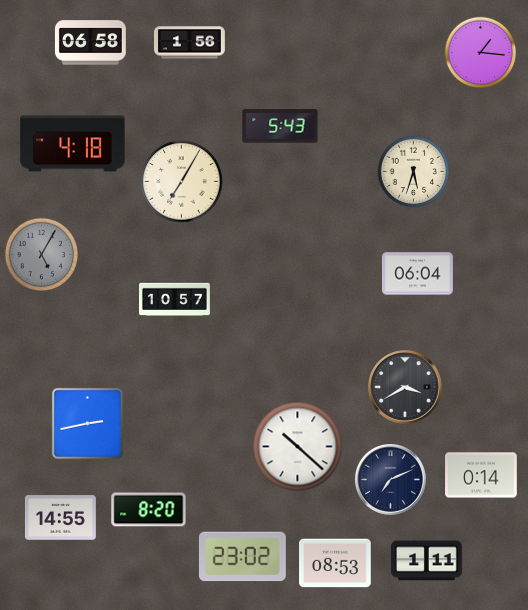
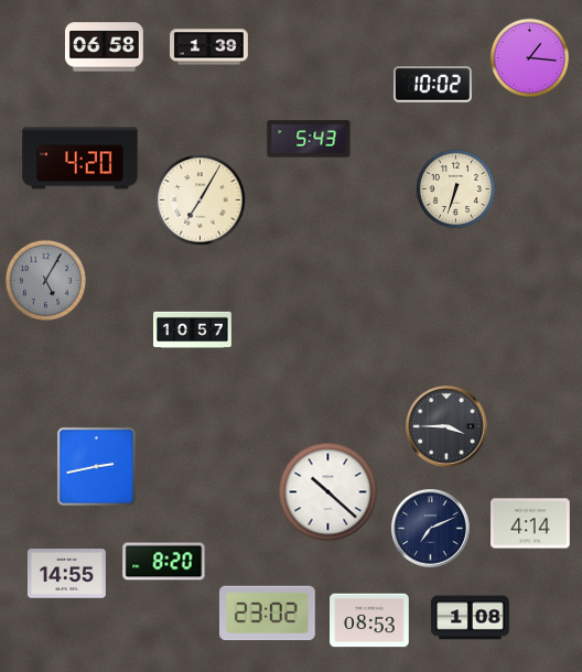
clock at (90, 43) position: (90, 43) -> (104, 47)
clock at (190, 43): 1:56 -> 1:39
clock at (432, 85): none -> 10:02
clock at (73, 144): 4:18 -> 4:20
clock at (414, 172): 5:33 -> 6:33
clock at (418, 274): 06:04 -> none
clock at (405, 387): 3:40 -> 3:45
clock at (481, 475): 0:14 -> 4:14
clock at (61, 518) position: (61, 518) -> (67, 574)
clock at (427, 561): 1:11 -> 1:08
